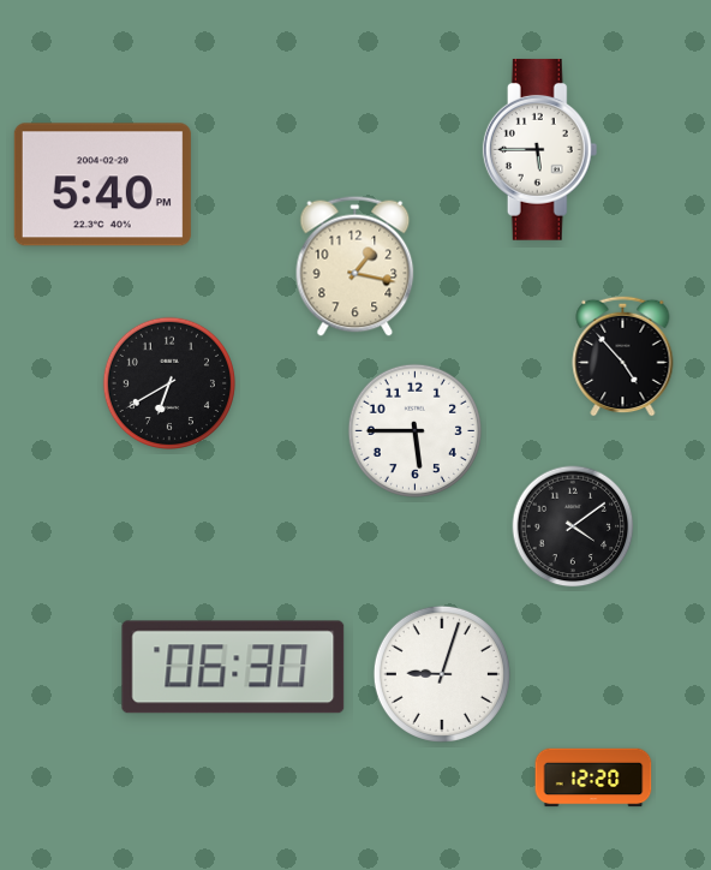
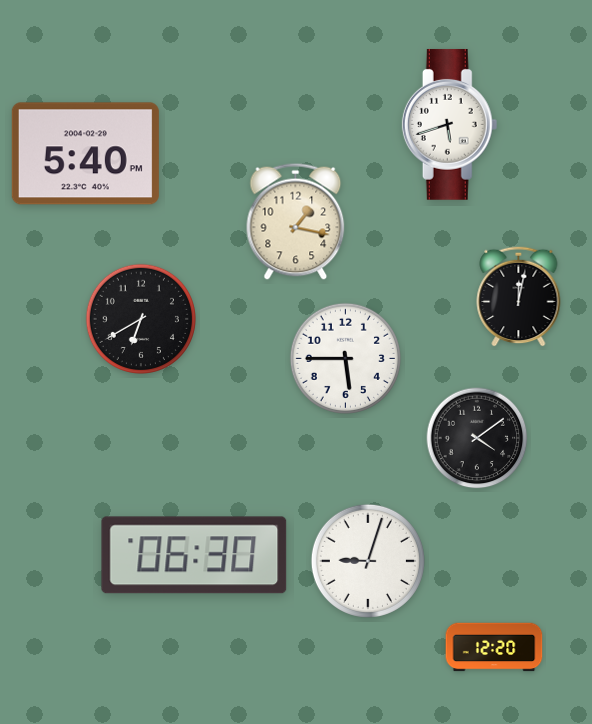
clock at (540, 149): 5:45 -> 5:42
clock at (623, 356): 4:53 -> 12:02
